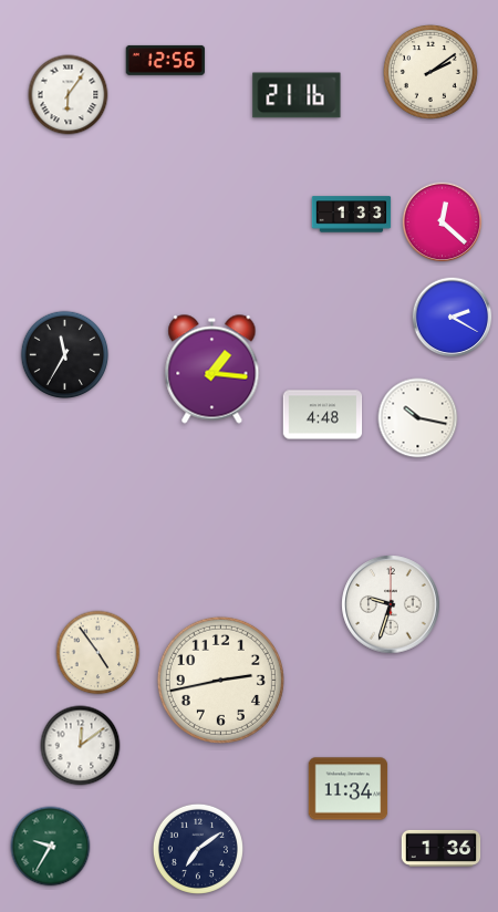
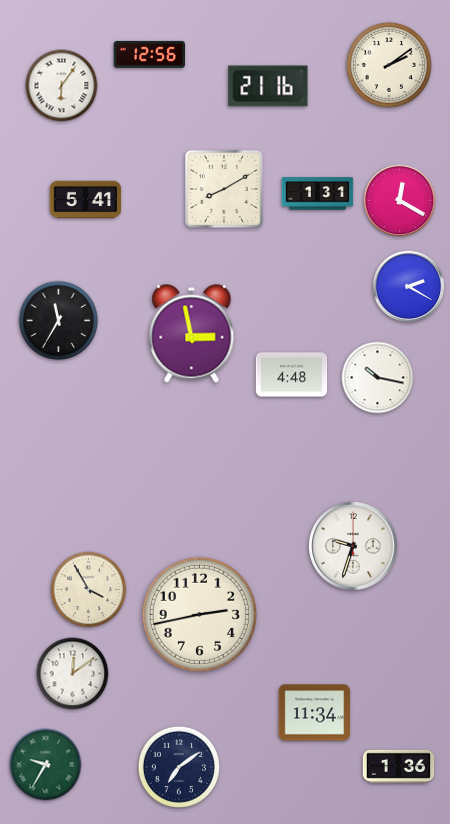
clock at (224, 189): none -> 8:10
clock at (352, 215): 1:33 -> 1:31
clock at (86, 200): none -> 5:41
clock at (443, 222): 12:22 -> 12:20
clock at (212, 370): 1:16 -> 2:58
clock at (98, 653): 4:54 -> 3:55
